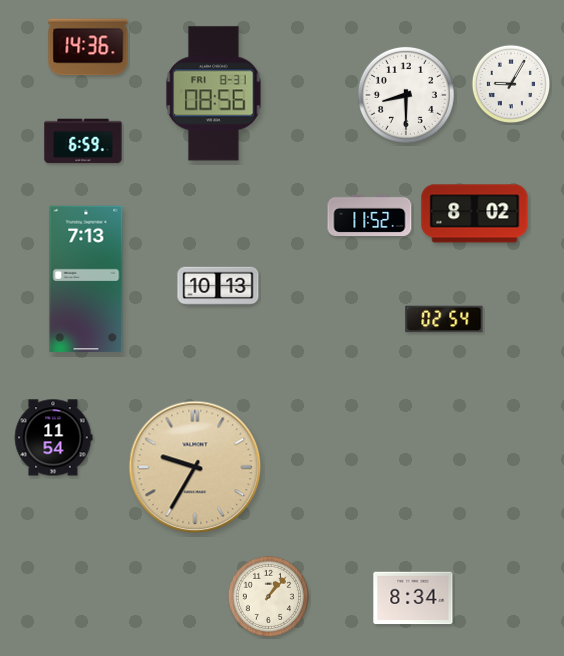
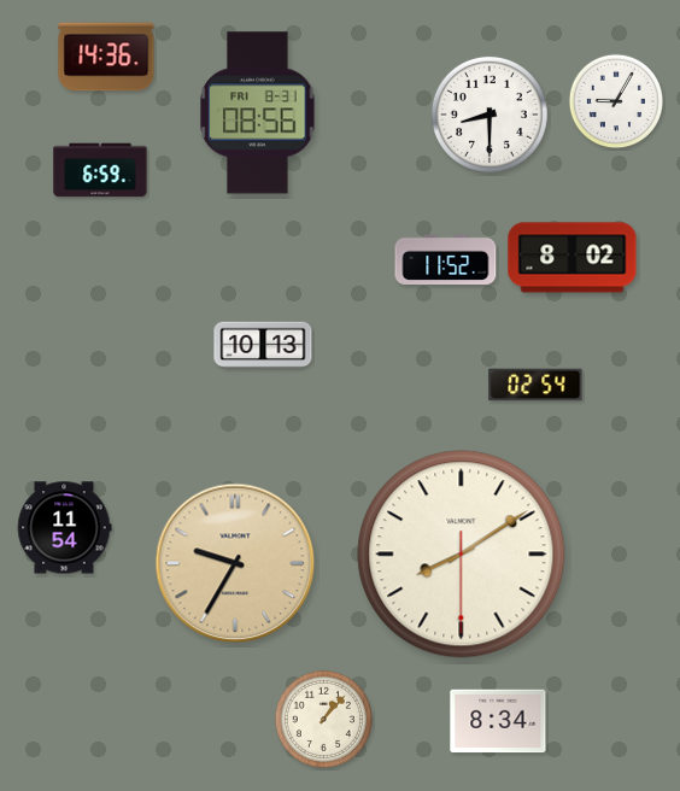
clock at (86, 279): 7:13 -> none
clock at (462, 555): none -> 8:09
